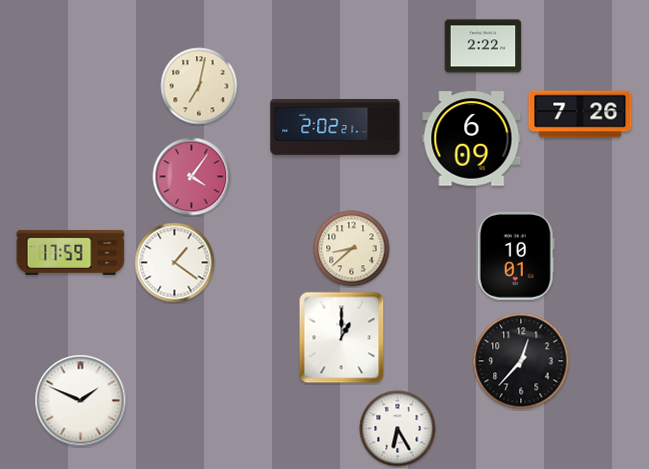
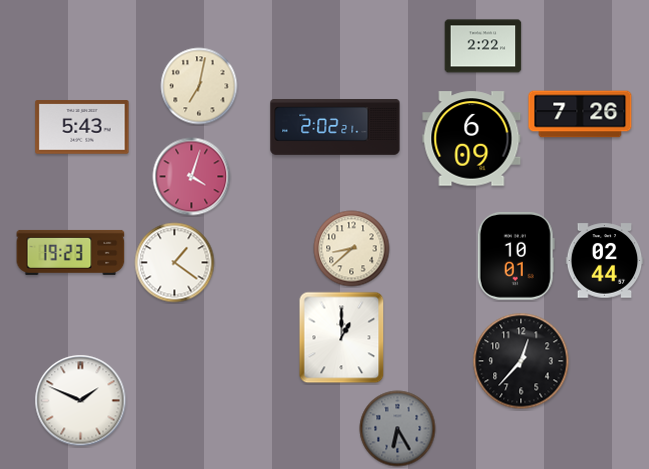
clock at (82, 127): none -> 5:43
clock at (192, 177): 4:06 -> 4:03
clock at (71, 252): 17:59 -> 19:23
clock at (605, 261): none -> 02:44
clock at (398, 429) dial: white -> grey
